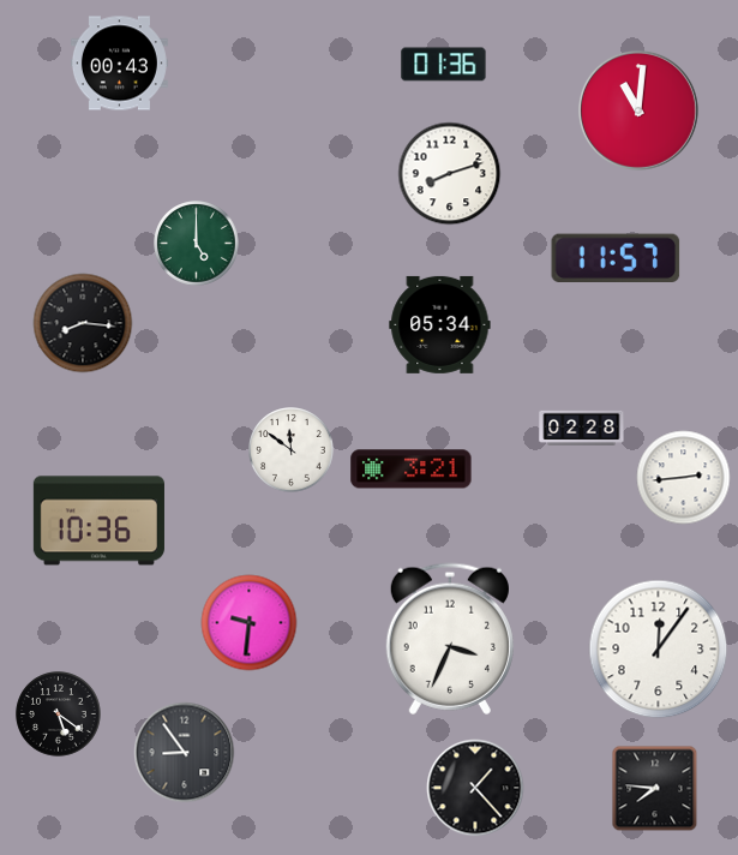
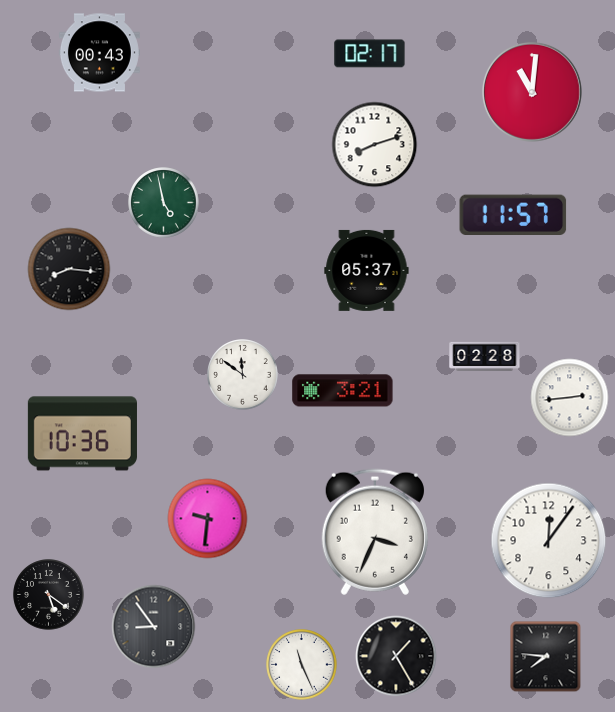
clock at (444, 65): 01:36 -> 02:17
clock at (197, 244): 5:00 -> 4:58
clock at (440, 324): 05:34 -> 05:37
clock at (475, 788): 1:23 -> 1:25
clock at (302, 665): none -> 11:26
